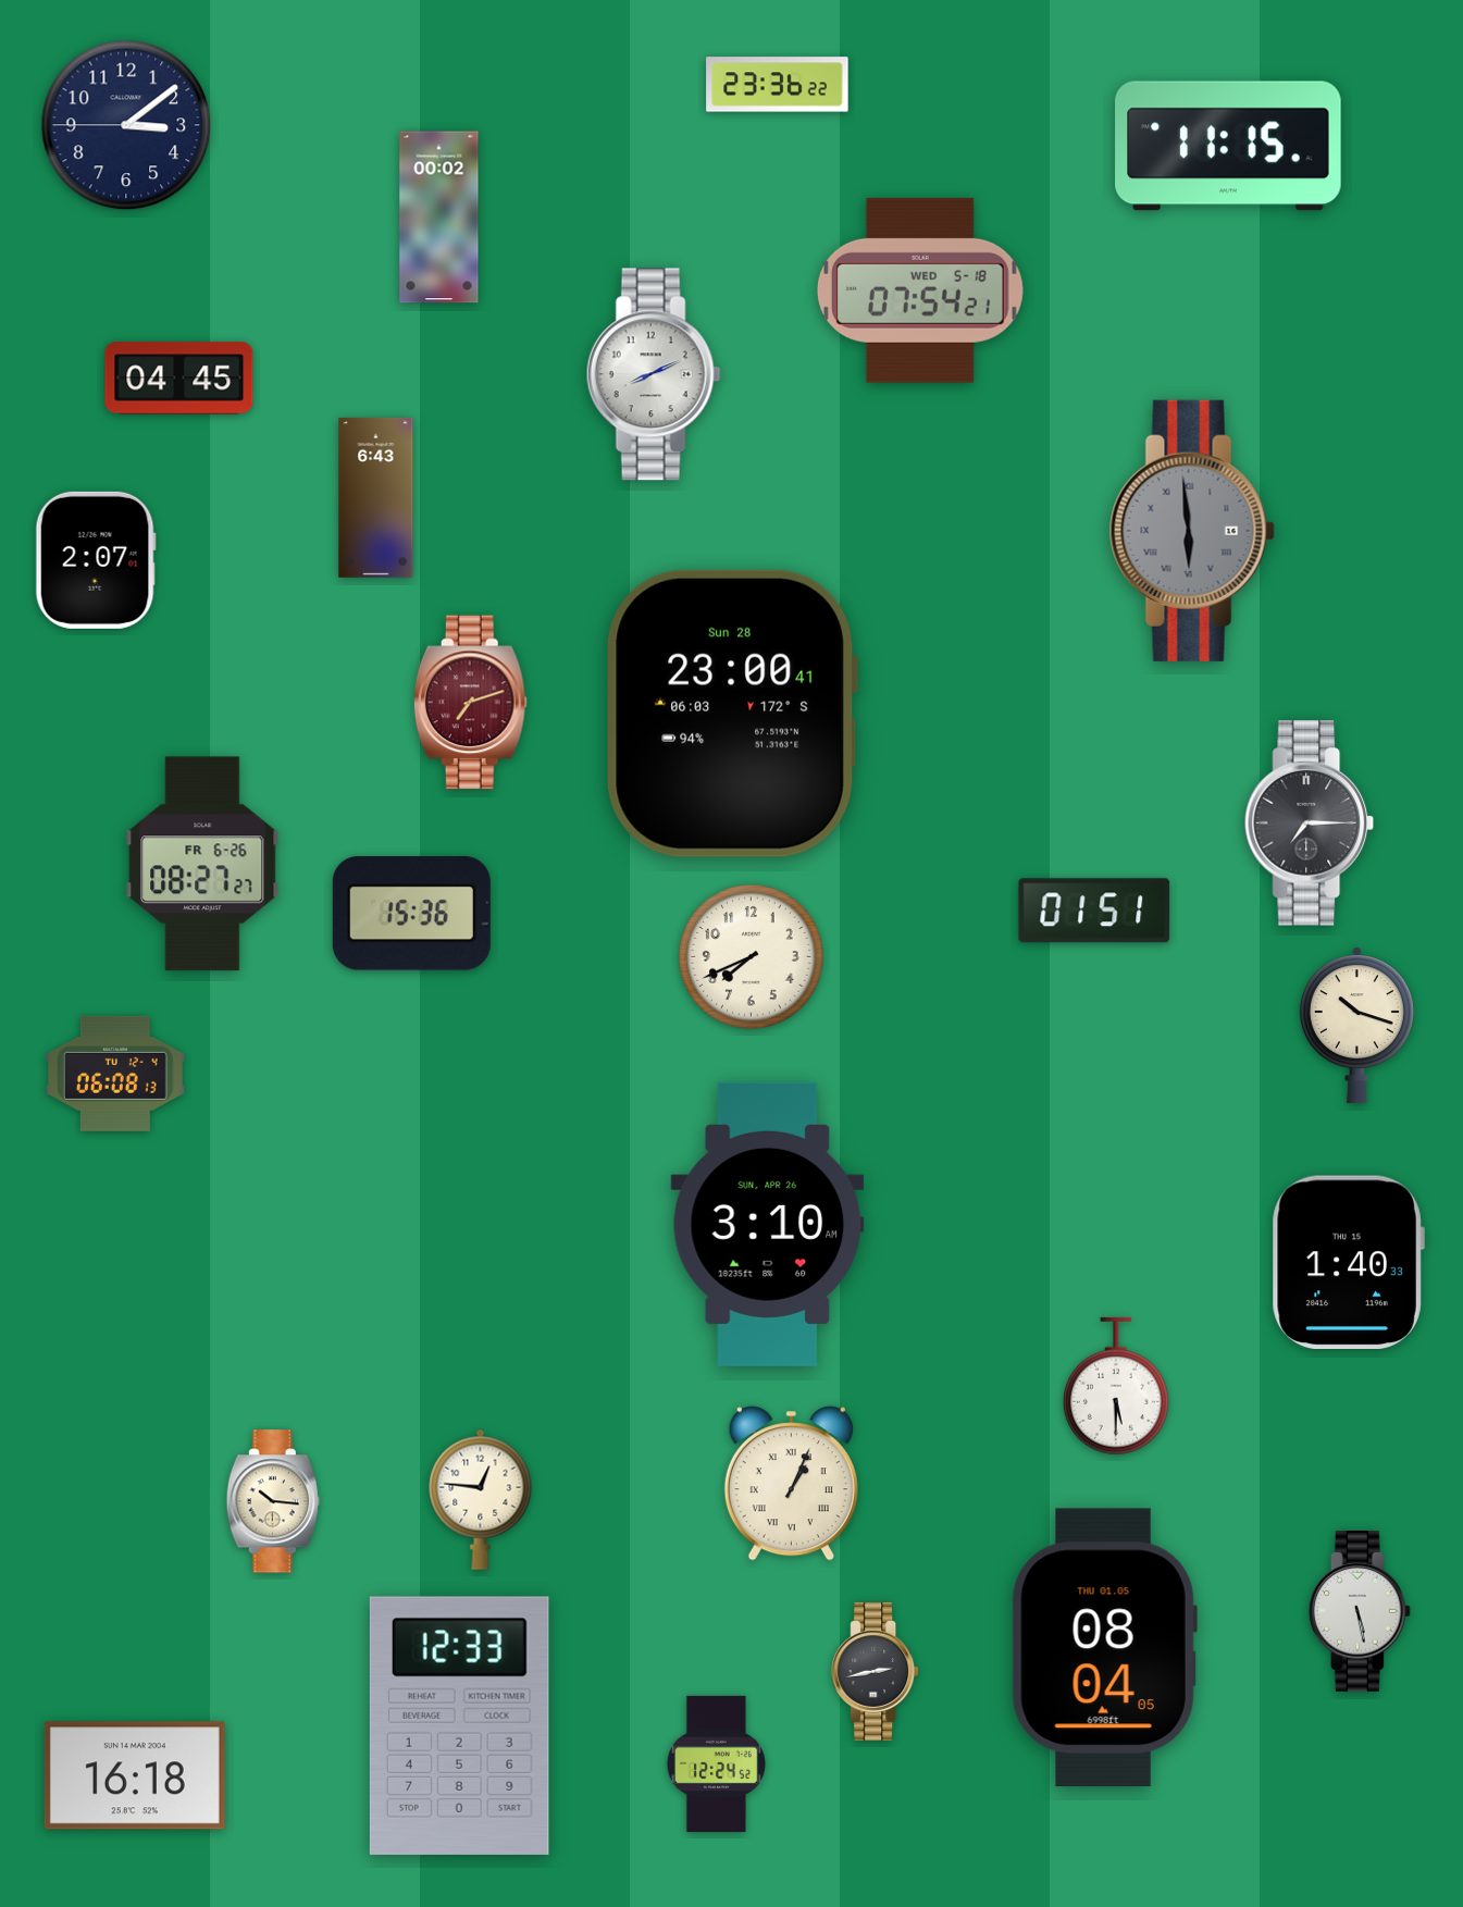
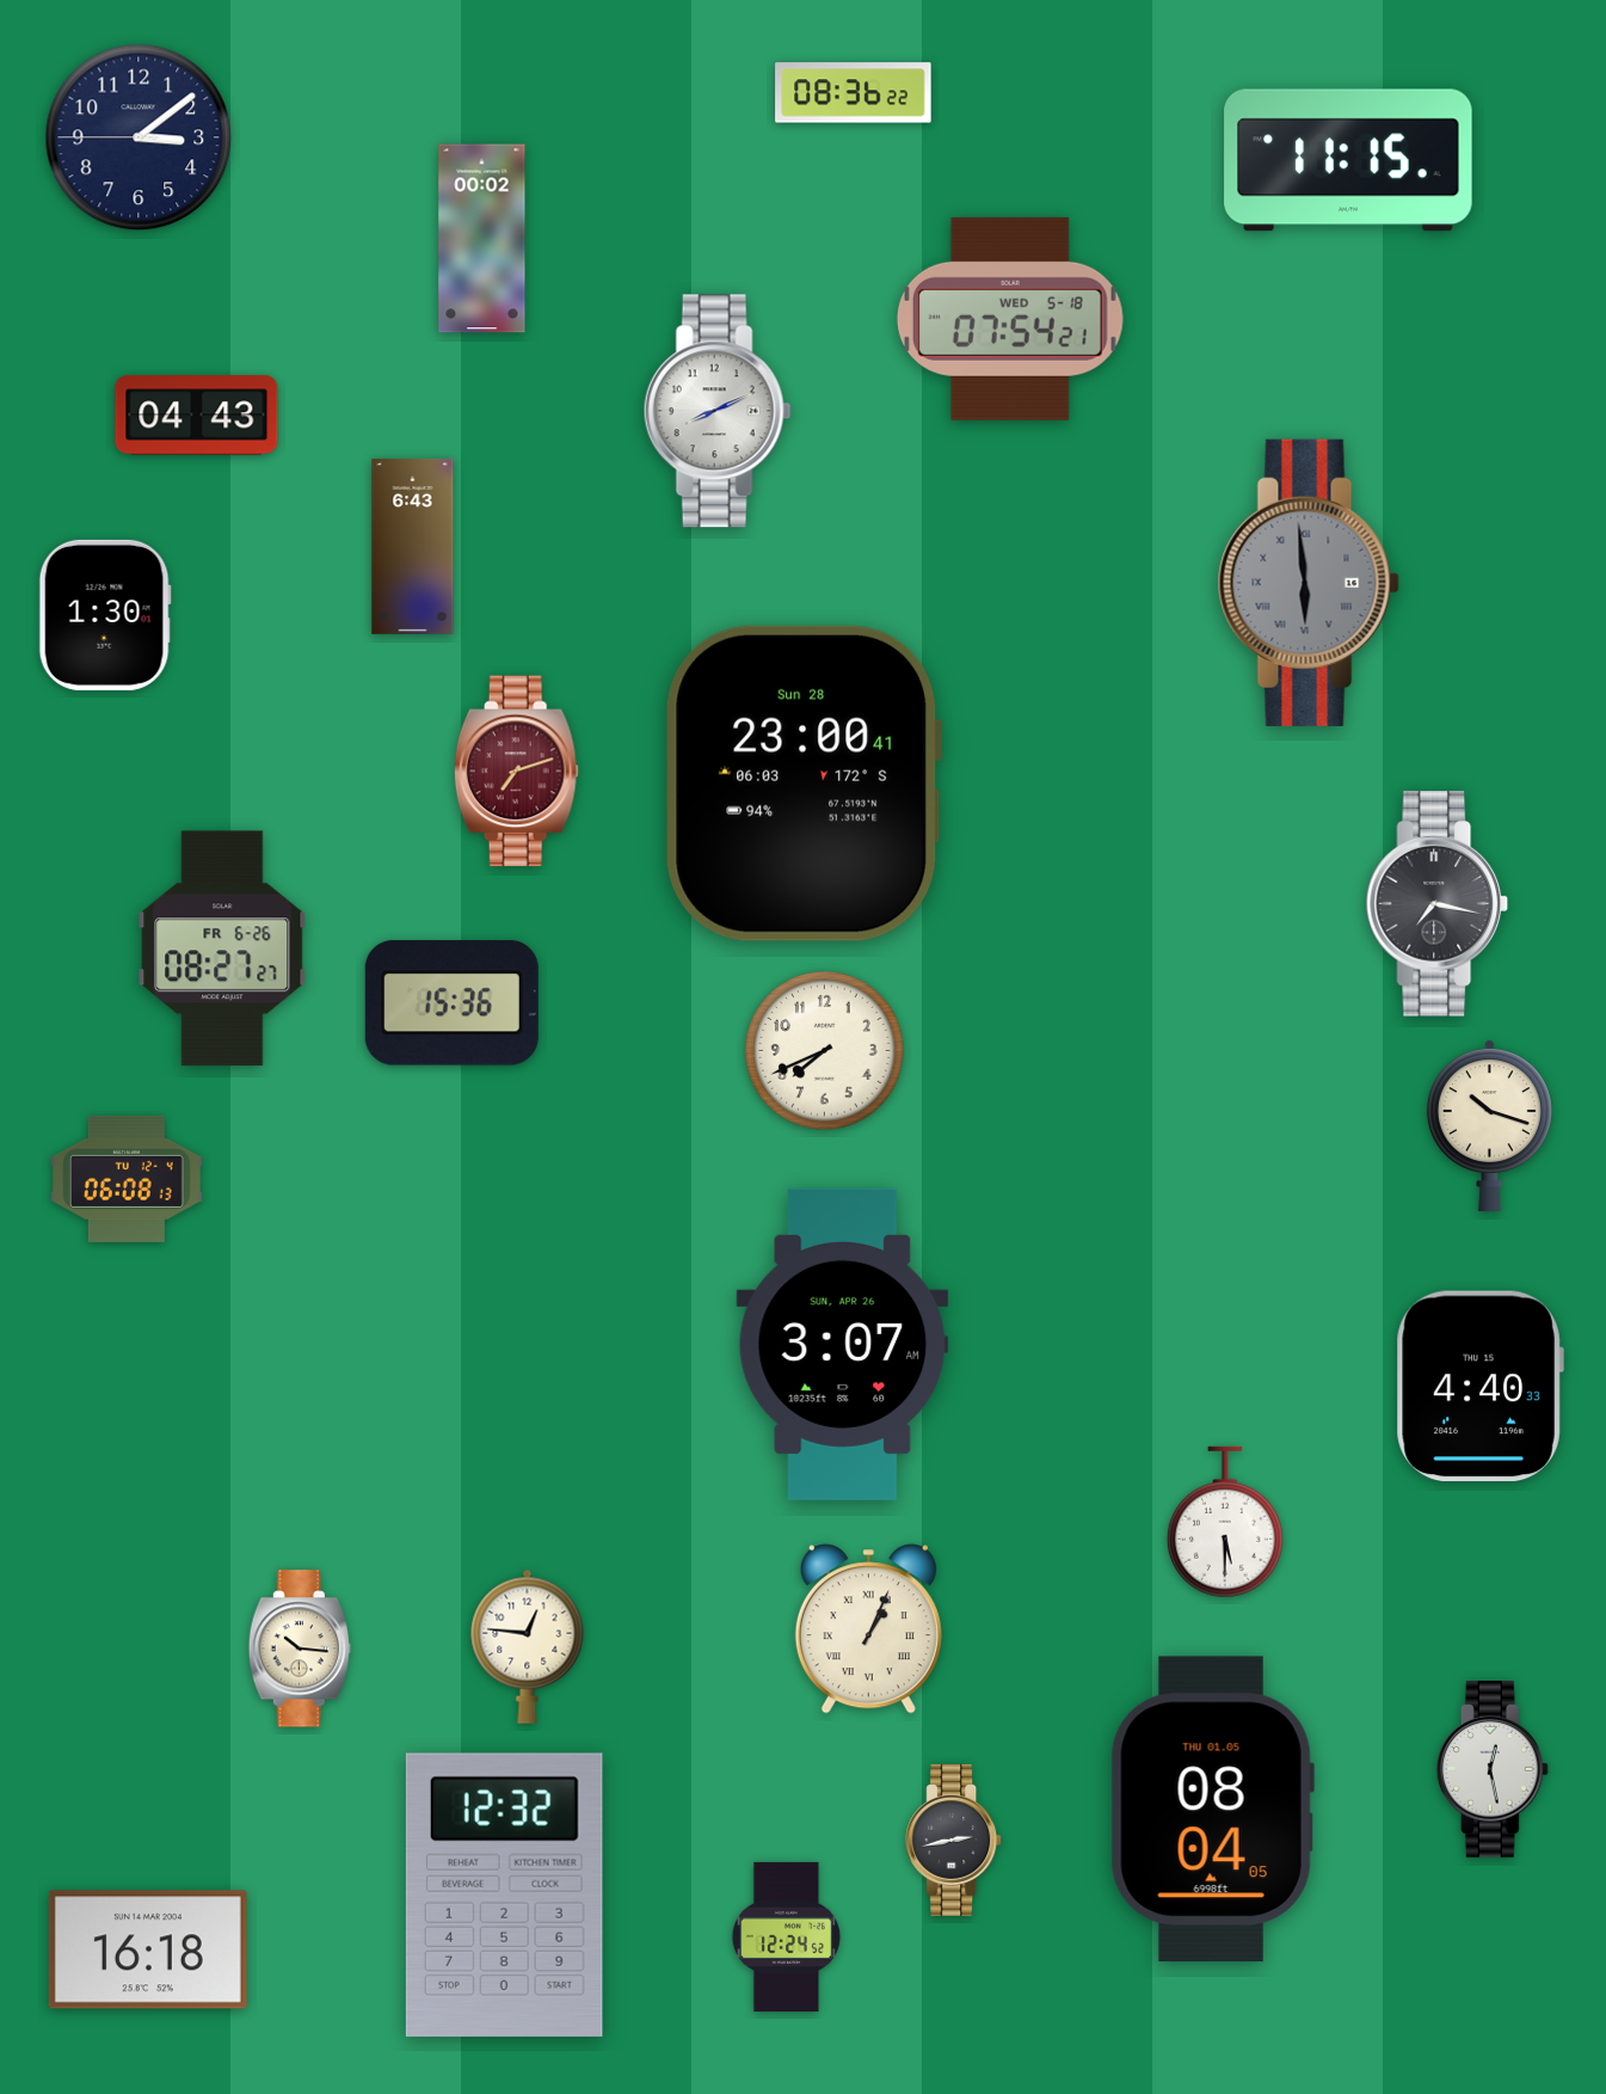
clock at (778, 85): 23:36 -> 08:36
clock at (179, 379): 04:45 -> 04:43
clock at (96, 560): 2:07 -> 1:30
clock at (1310, 824): 7:15 -> 7:17
clock at (1094, 911): 01:51 -> none
clock at (768, 1224): 3:10 -> 3:07
clock at (1348, 1262): 1:40 -> 4:40
clock at (1360, 1612): 5:28 -> 12:28
clock at (876, 1671) position: (876, 1671) -> (954, 1840)
clock at (459, 1725): 12:33 -> 12:32
